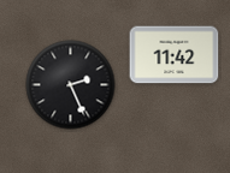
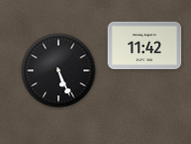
clock at (71, 85): 2:26 -> 5:26
